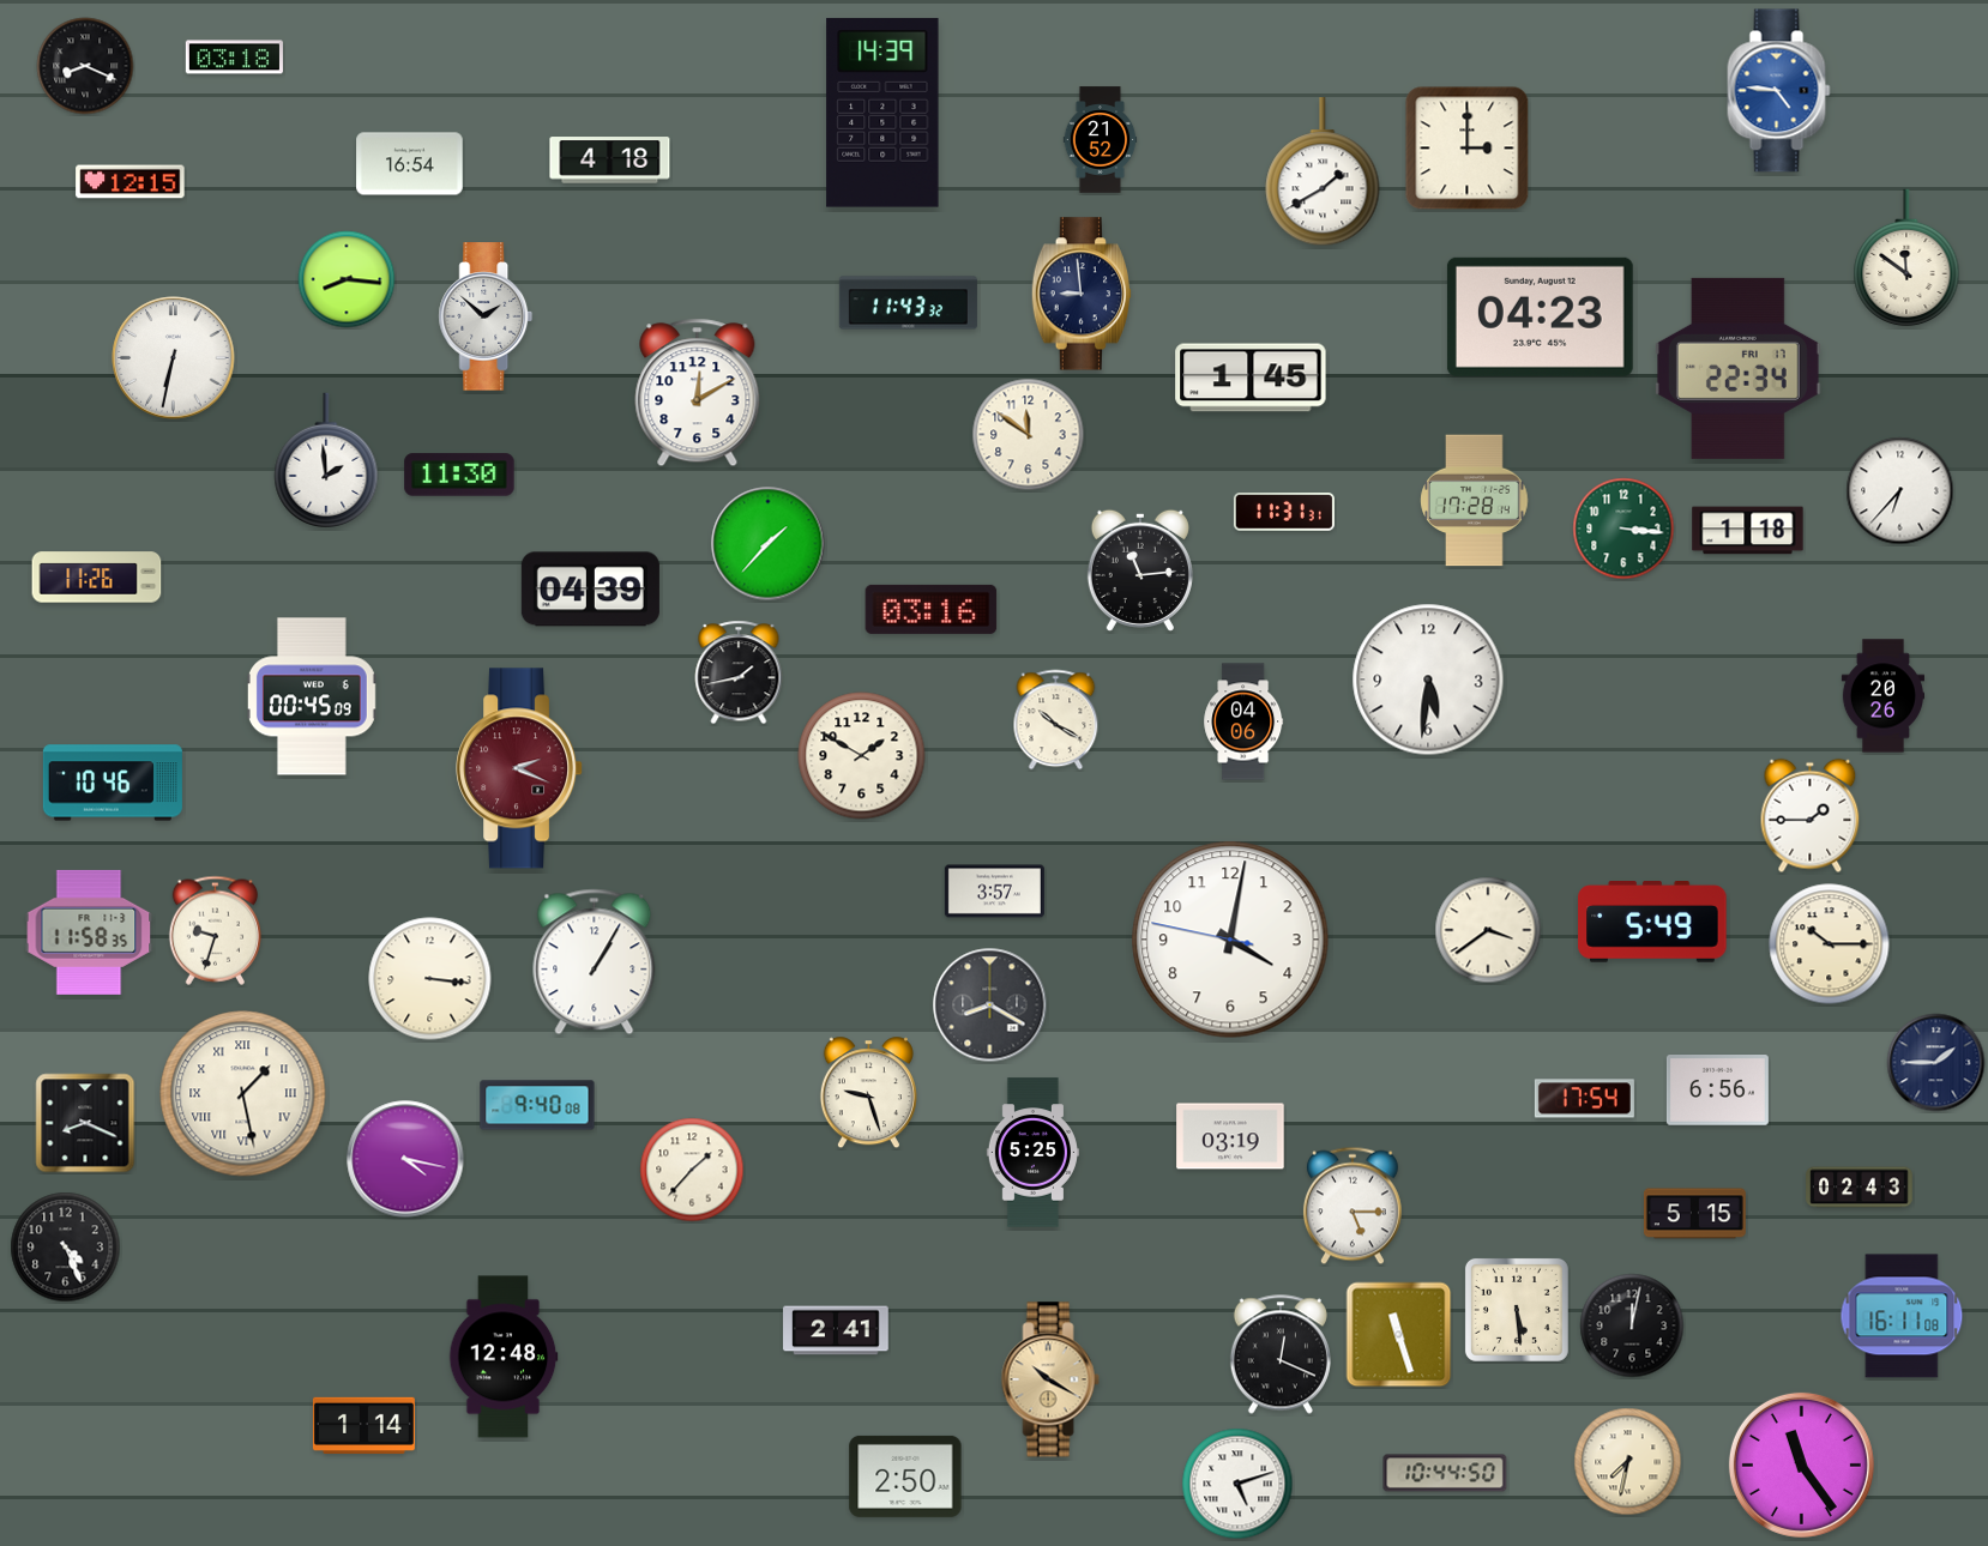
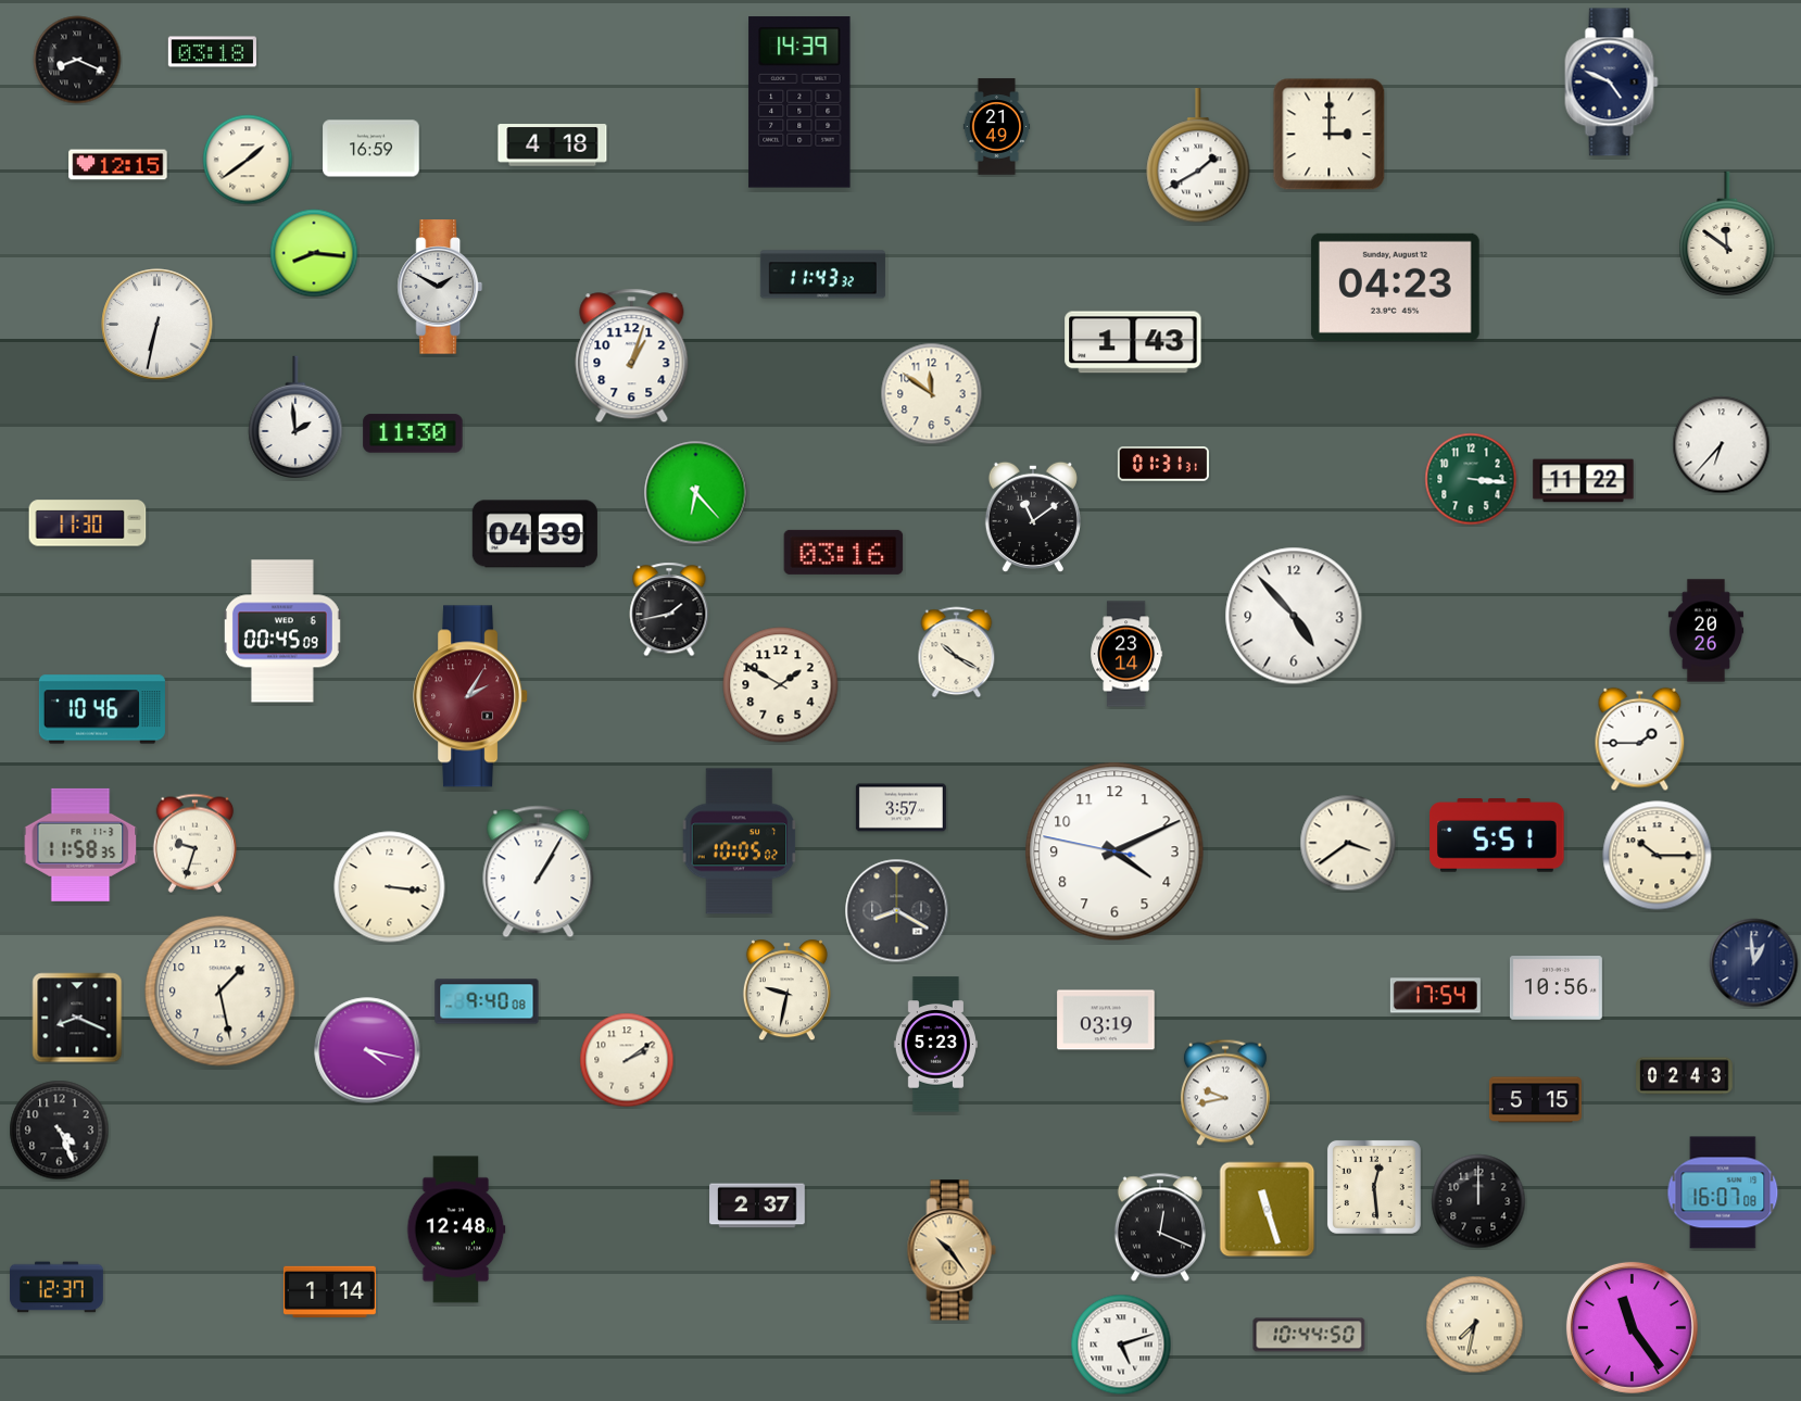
clock at (1779, 91): 4:46 -> 4:49
clock at (1779, 91) dial: blue -> navy
clock at (1101, 140): 21:52 -> 21:49
clock at (410, 164): 16:54 -> 16:59
clock at (248, 160): none -> 1:39
clock at (1080, 294): 8:59 -> none
clock at (486, 316): 1:52 -> 1:50
clock at (1737, 368): 22:34 -> none
clock at (1251, 378): 1:45 -> 1:43
clock at (698, 393): 12:10 -> 1:03
clock at (459, 475) position: (459, 475) -> (413, 433)
clock at (1475, 501): 17:28 -> none
clock at (1284, 512): 11:31 -> 01:31
clock at (1748, 531): 1:18 -> 11:22
clock at (769, 544): 1:37 -> 6:23
clock at (1140, 570): 11:14 -> 11:09
clock at (97, 578): 11:26 -> 11:30
clock at (1428, 680): 5:31 -> 4:53
clock at (1243, 721): 04:06 -> 23:14
clock at (520, 768): 2:19 -> 2:05
clock at (1652, 923): 5:49 -> 5:51
clock at (740, 842): none -> 10:05
clock at (1230, 940): 4:01 -> 4:10
clock at (1936, 1063): 1:45 -> 12:59
clock at (1717, 1091): 6:56 -> 10:56
clock at (868, 1093): 9:27 -> 9:32
clock at (243, 1094) numerals: Roman -> Arabic
clock at (1230, 1136) position: (1230, 1136) -> (1106, 1020)
clock at (1032, 1153): 5:25 -> 5:23
clock at (692, 1170): 1:37 -> 2:09
clock at (1353, 1206): 5:15 -> 9:43
clock at (1517, 1310): 5:29 -> 12:29
clock at (1902, 1316): 16:11 -> 16:07
clock at (1632, 1325): 12:02 -> 12:00
clock at (836, 1330): 2:41 -> 2:37
clock at (1050, 1379): 10:20 -> 10:24
clock at (58, 1287): none -> 12:37
clock at (905, 1476): 2:50 -> none
